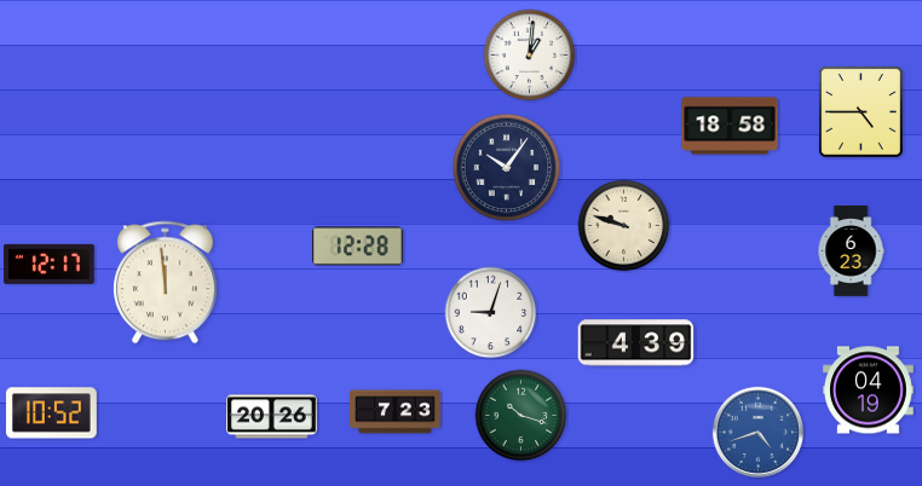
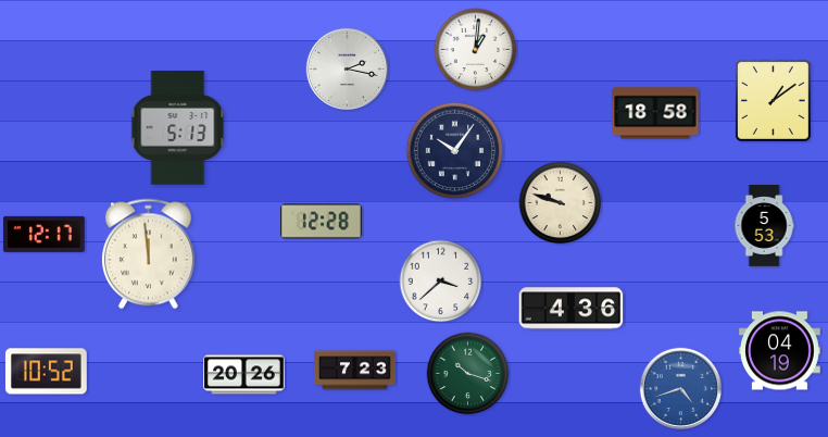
clock at (347, 68): none -> 2:17
clock at (860, 111): 4:45 -> 1:09
clock at (178, 128): none -> 5:13
clock at (851, 251): 6:23 -> 5:53
clock at (48, 264) position: (48, 264) -> (43, 234)
clock at (491, 313): 9:03 -> 3:38
clock at (636, 343): 4:39 -> 4:36
